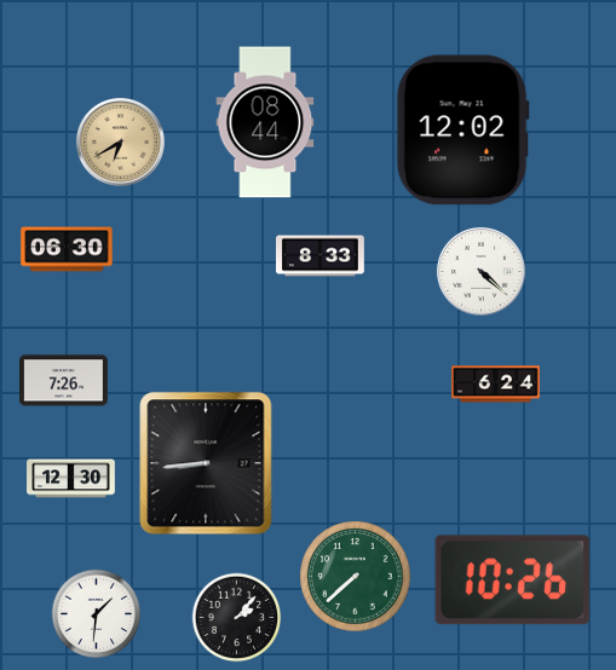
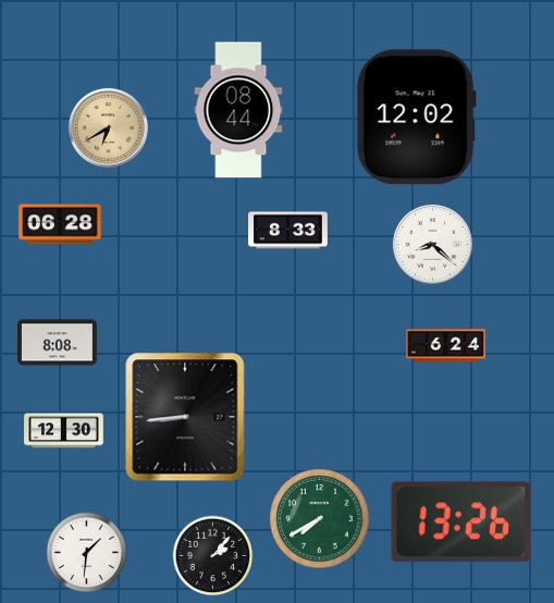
clock at (67, 249): 06:30 -> 06:28
clock at (480, 271): 4:22 -> 8:22
clock at (64, 381): 7:26 -> 8:08
clock at (356, 577): 7:38 -> 7:40
clock at (512, 581): 10:26 -> 13:26
